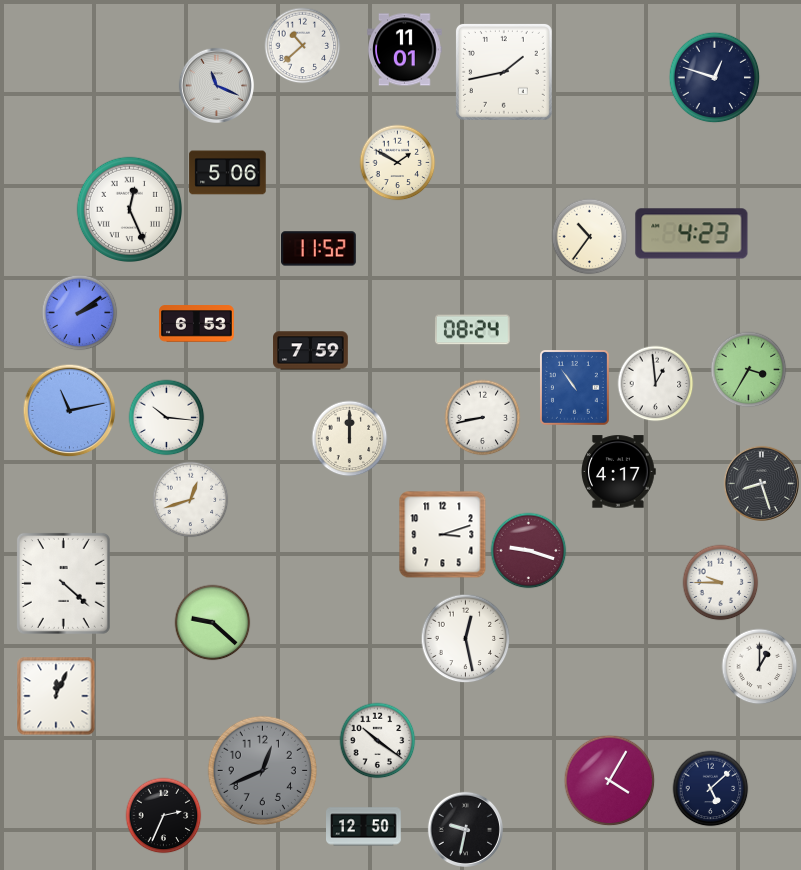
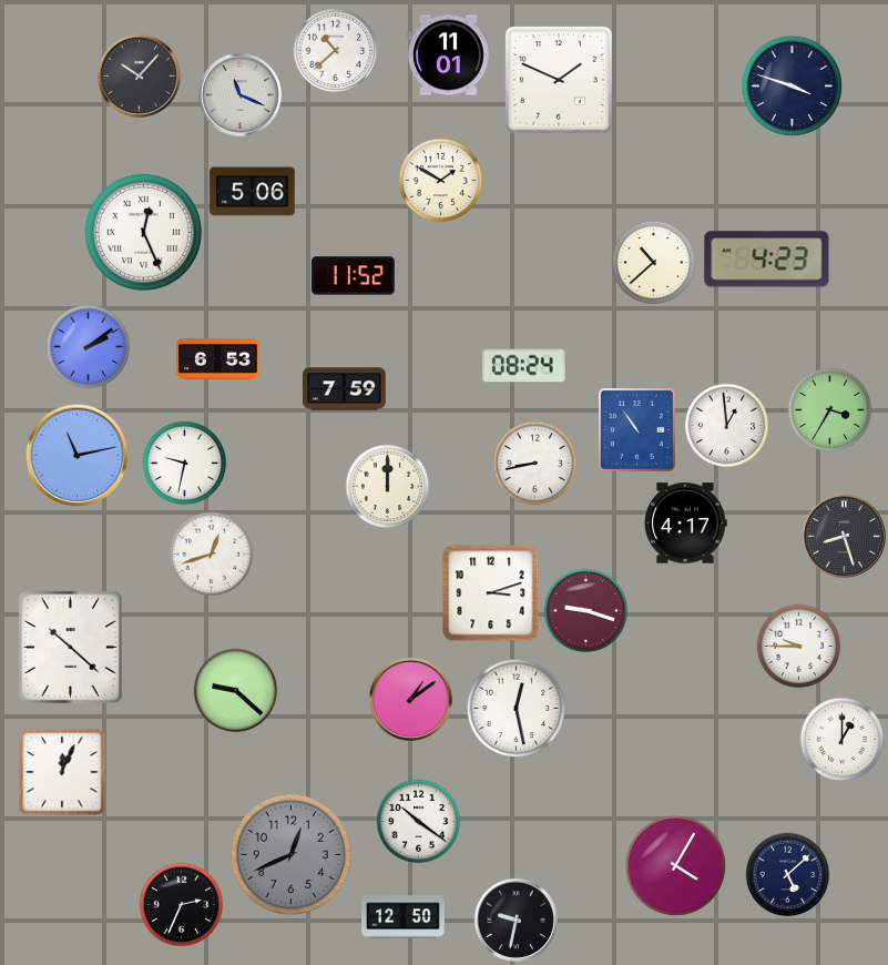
clock at (139, 75): none -> 10:07
clock at (504, 72): 1:43 -> 1:49
clock at (715, 78): 12:48 -> 3:48
clock at (590, 237): 10:36 -> 10:38
clock at (167, 418): 10:16 -> 9:32
clock at (63, 583): 4:22 -> 10:22
clock at (410, 699): none -> 1:09
